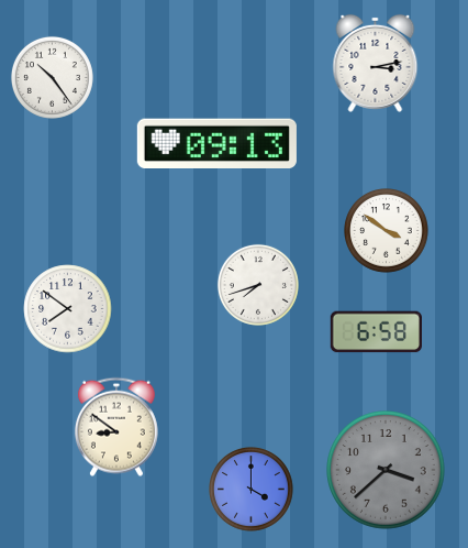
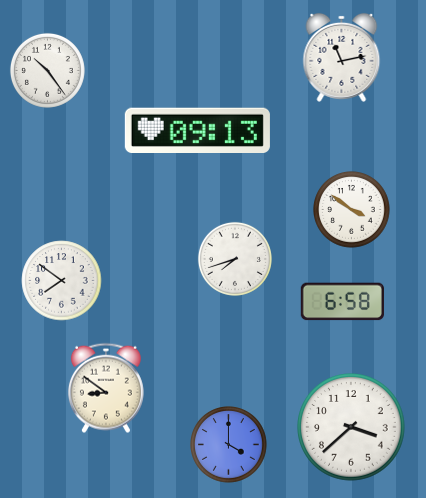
clock at (376, 63): 3:13 -> 11:13
clock at (386, 470) dial: grey -> white
